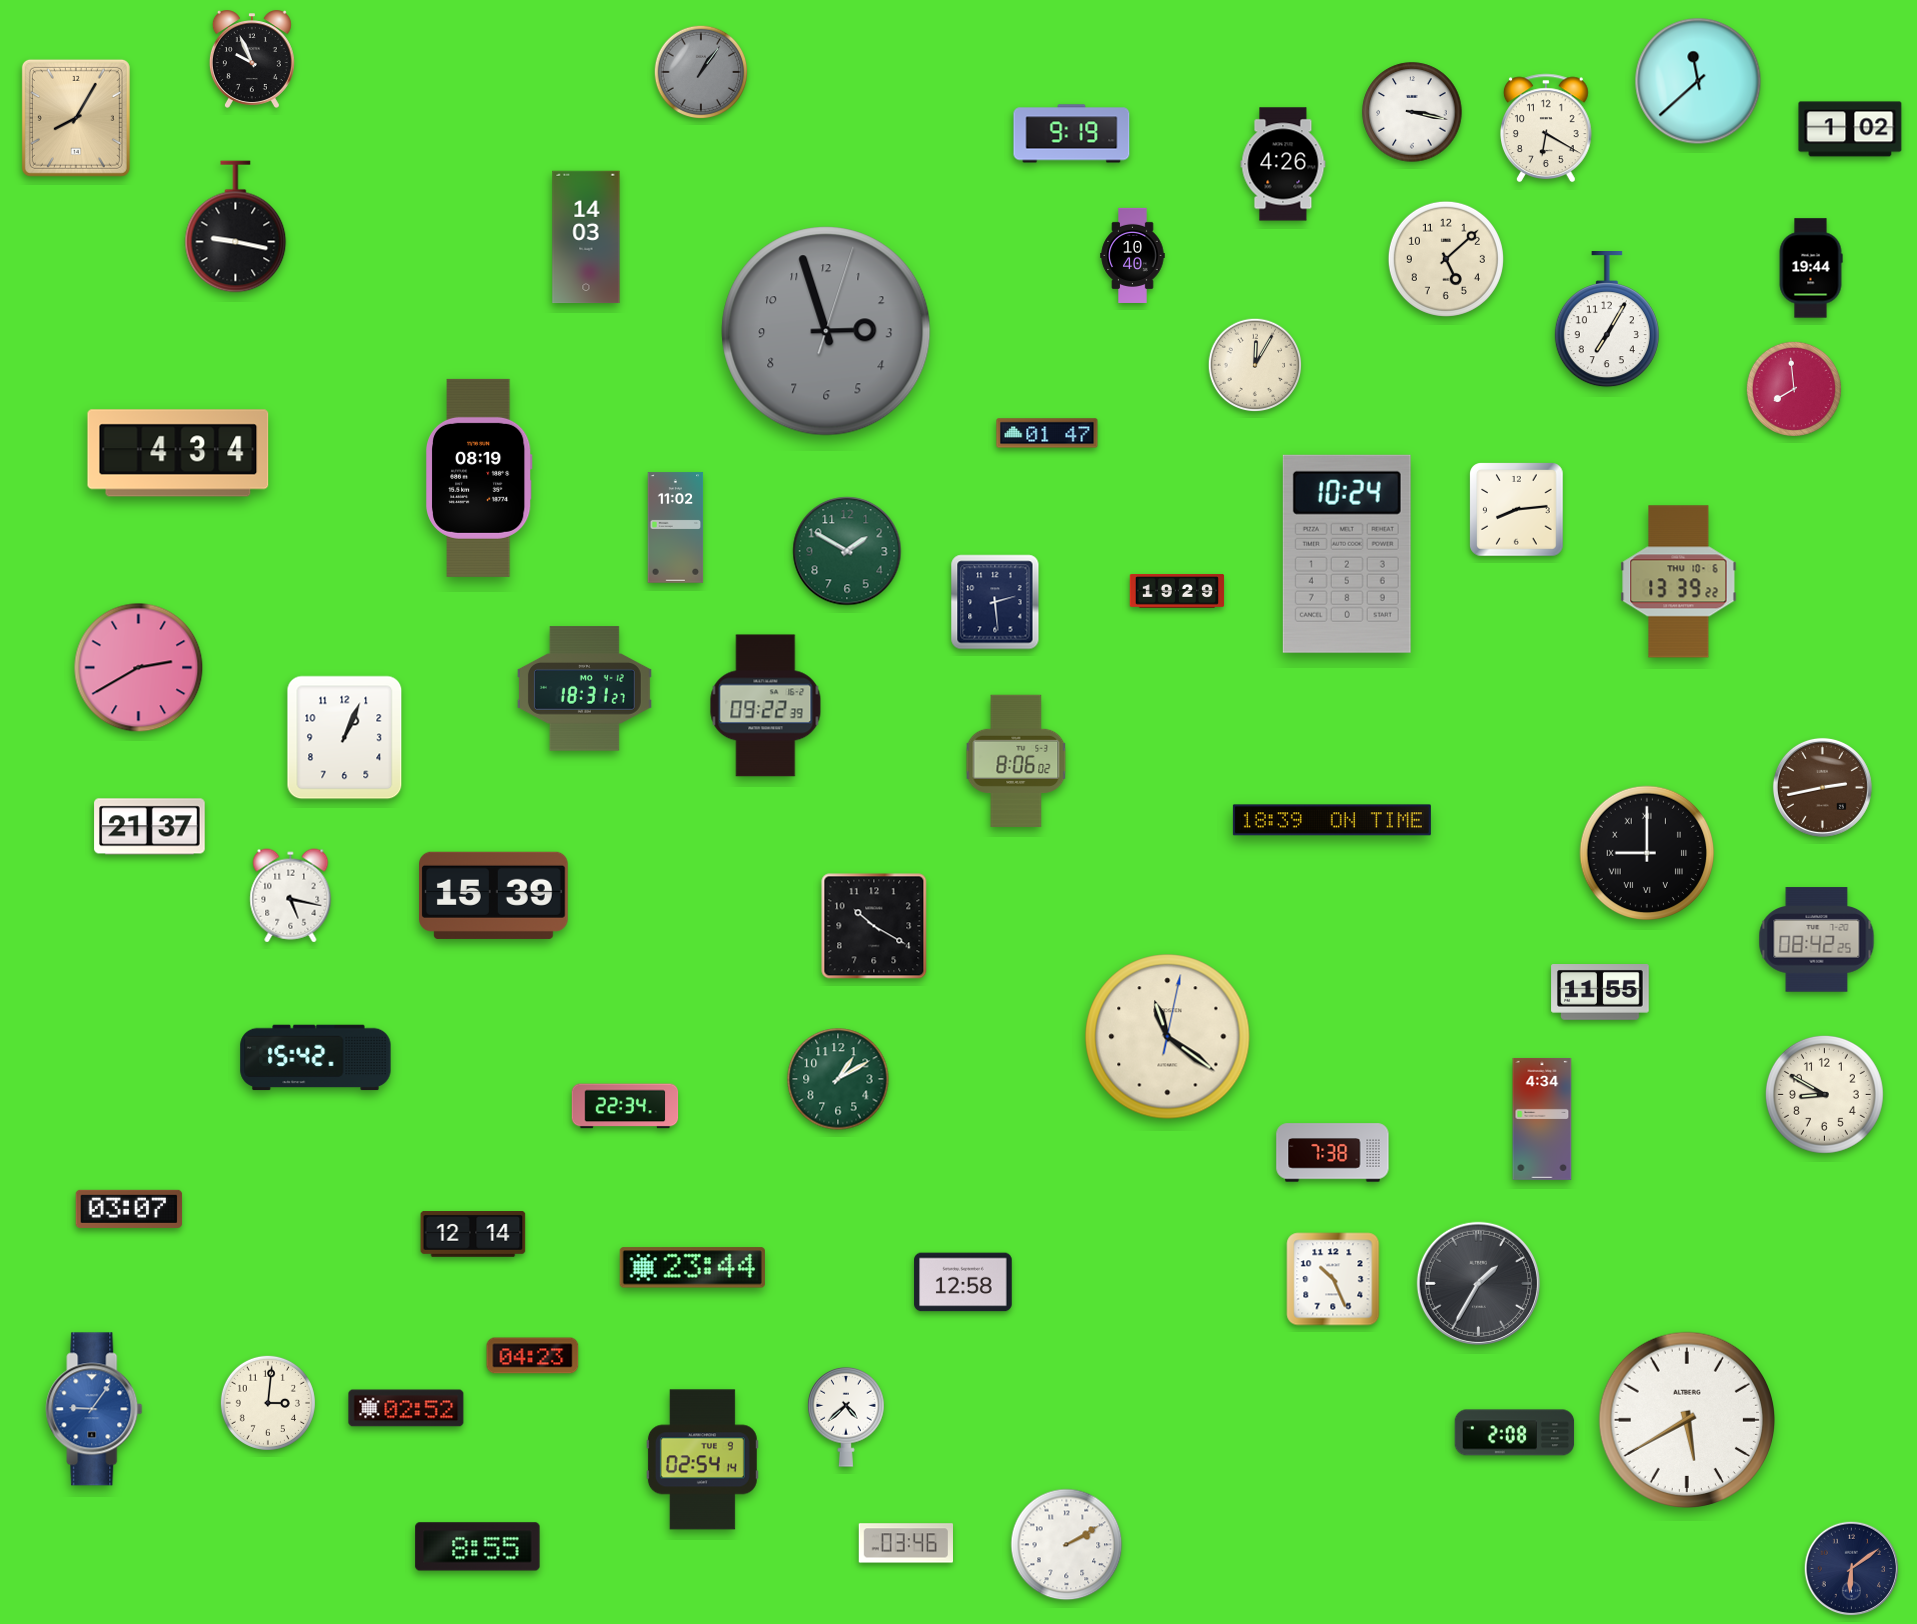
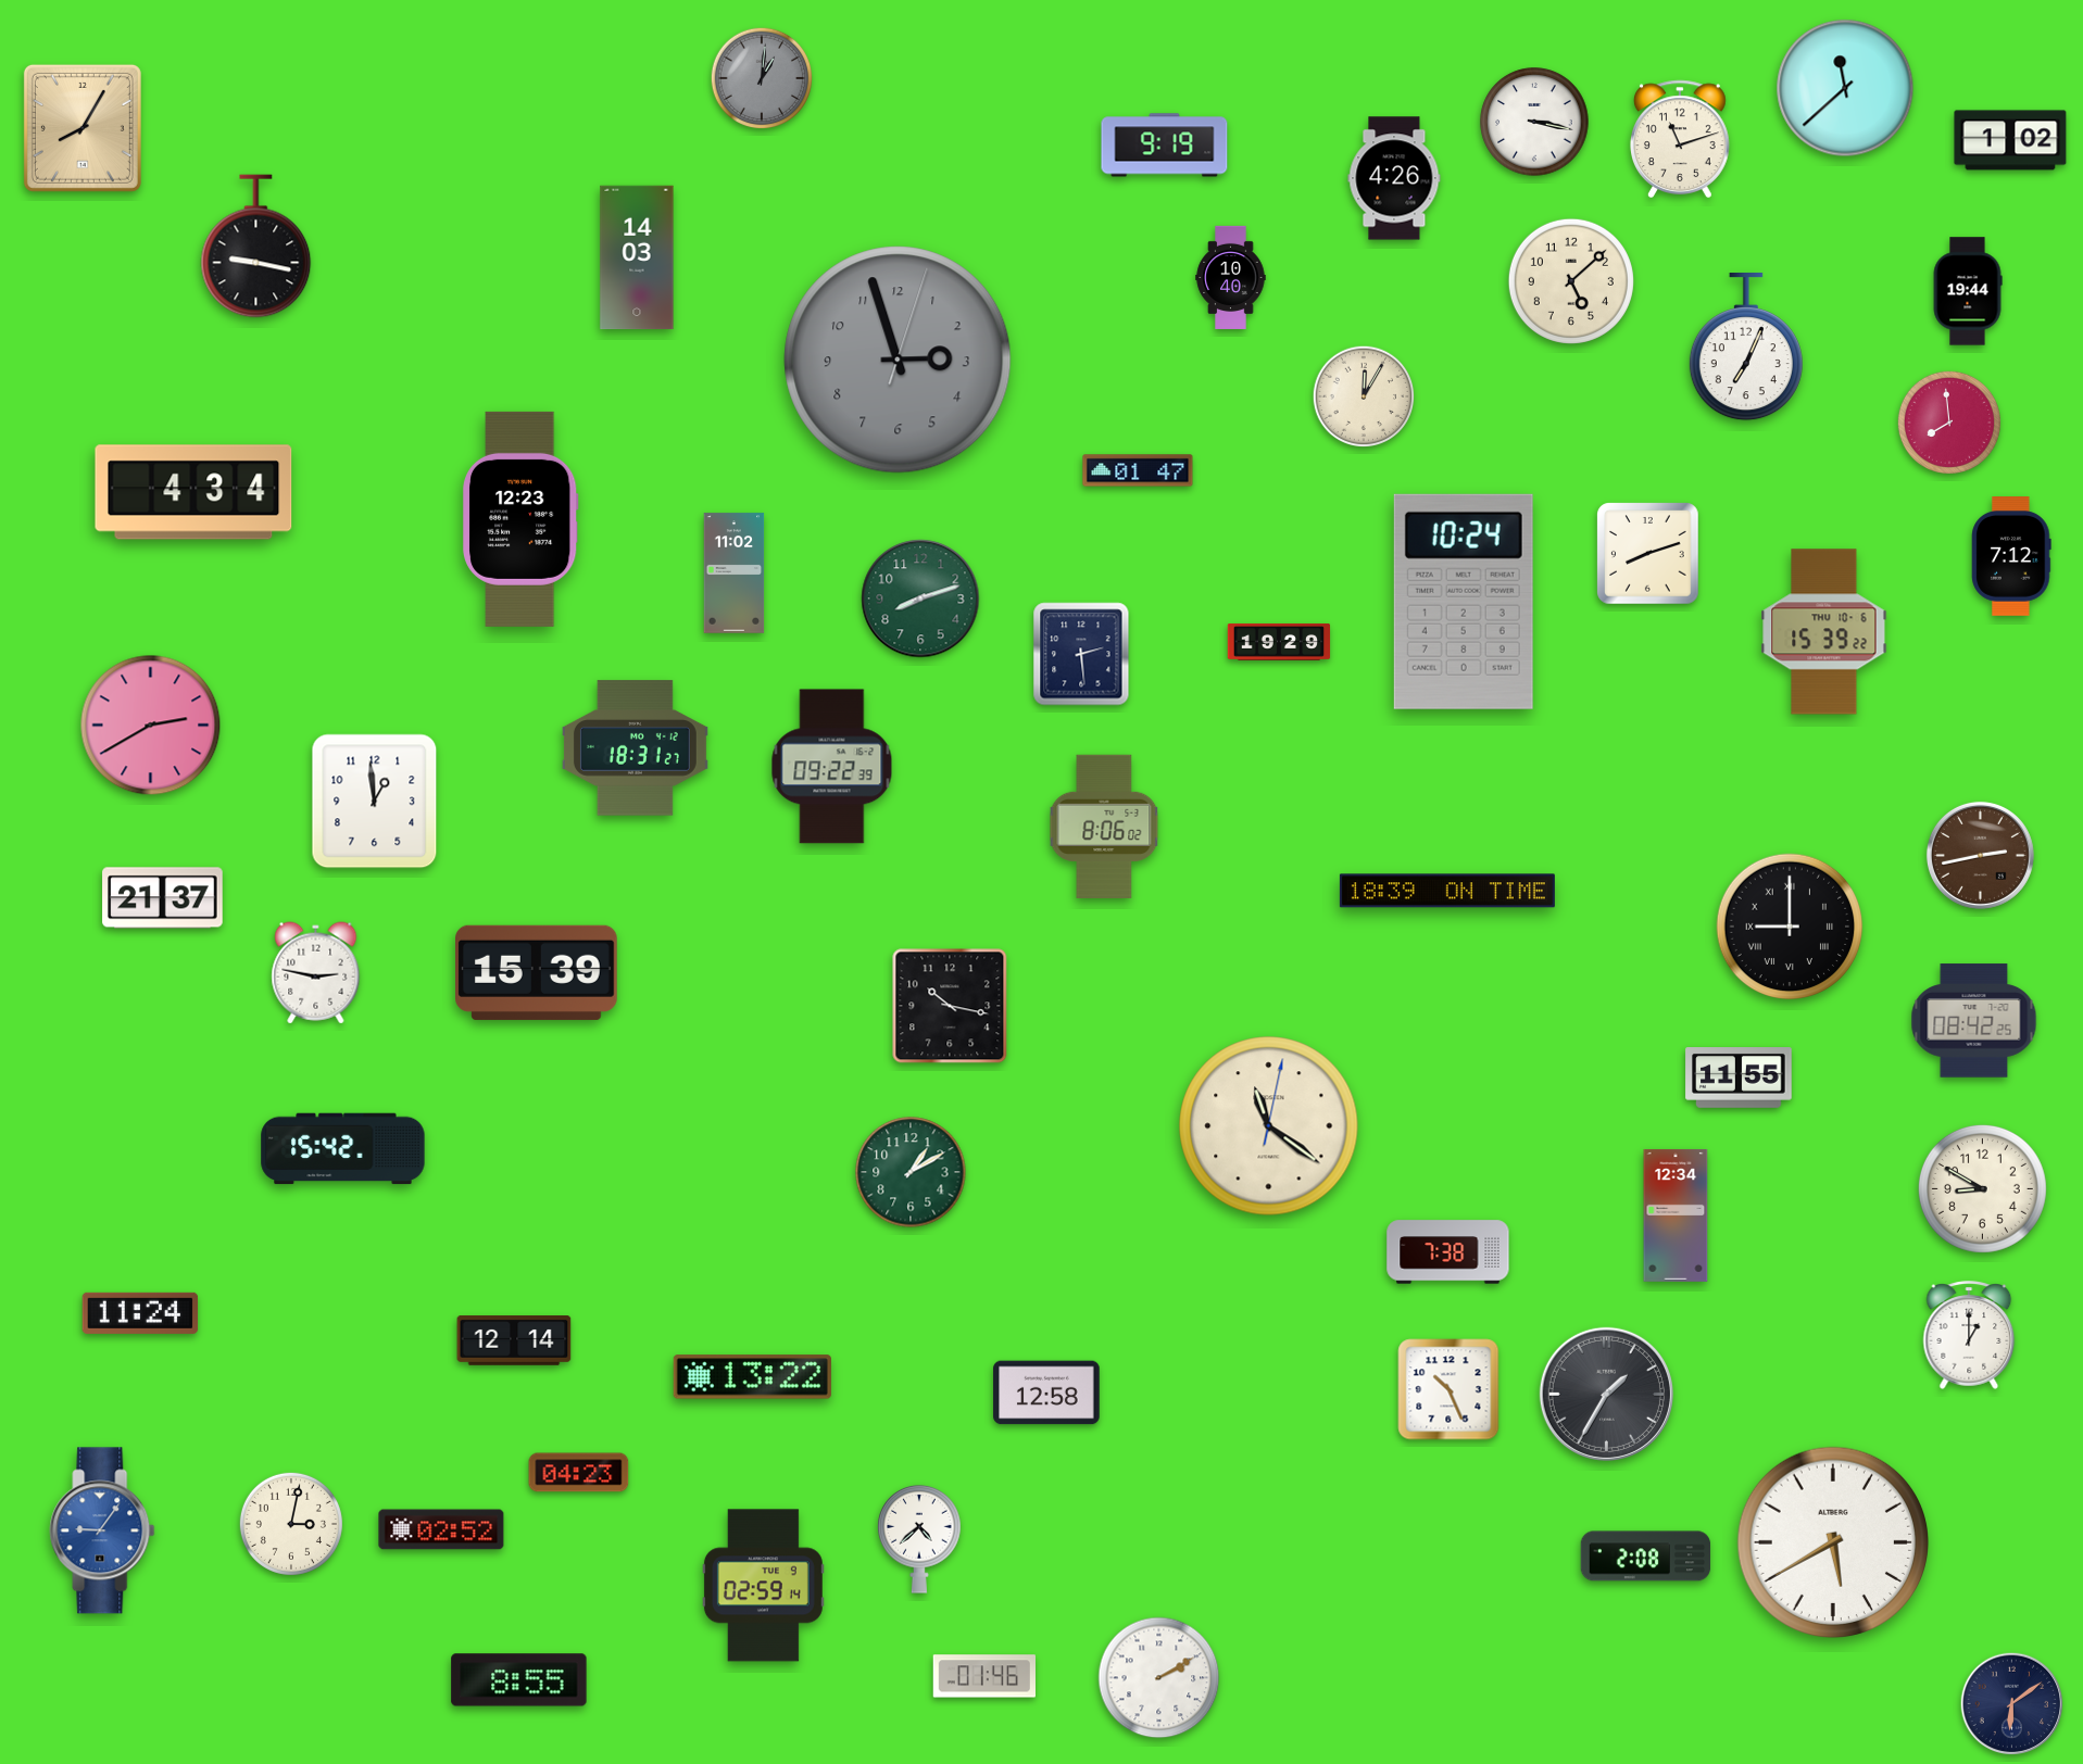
clock at (252, 59): 9:56 -> none
clock at (701, 72): 1:06 -> 1:01
clock at (1547, 128): 6:20 -> 11:12
clock at (1607, 320): 7:05 -> 7:04
clock at (479, 478): 08:19 -> 12:23
clock at (1517, 510): 8:14 -> 8:12
clock at (2011, 557): none -> 7:12
clock at (847, 551): 1:50 -> 8:12
clock at (1679, 582): 13:39 -> 15:39
clock at (345, 738): 1:04 -> 12:59
clock at (291, 896): 5:17 -> 2:47
clock at (874, 926): 10:20 -> 10:17
clock at (625, 1106): 22:34 -> none
clock at (1542, 1119): 4:34 -> 12:34
clock at (129, 1209): 03:07 -> 11:24
clock at (1969, 1335): none -> 1:00
clock at (692, 1268): 23:44 -> 13:22
clock at (268, 1403): 3:01 -> 3:02
clock at (702, 1460): 02:54 -> 02:59
clock at (905, 1543): 03:46 -> 01:46
